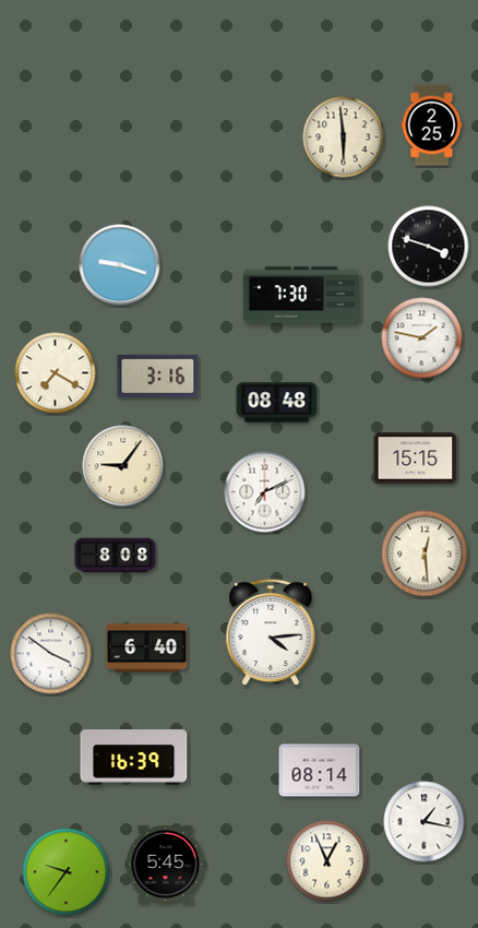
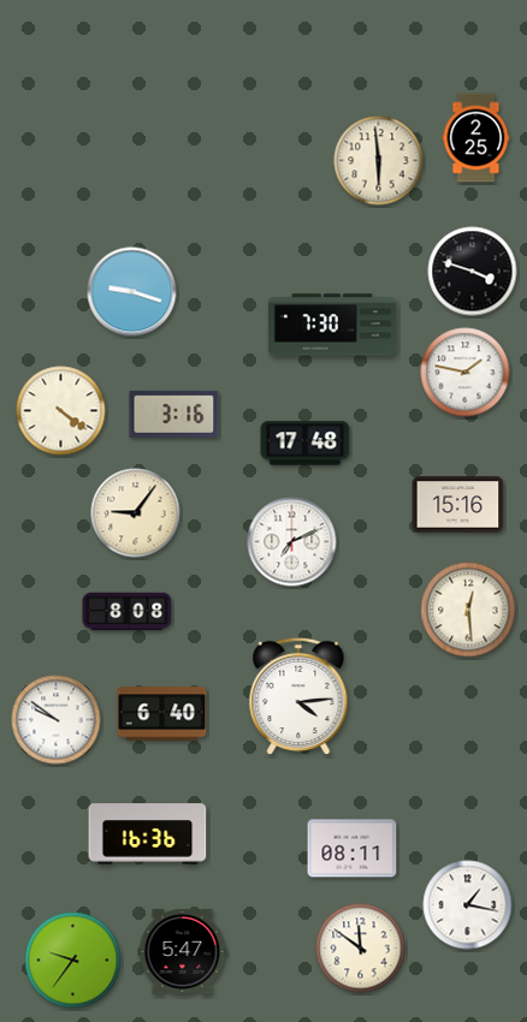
clock at (344, 138) position: (344, 138) -> (379, 161)
clock at (56, 373): 7:20 -> 4:21
clock at (277, 403): 08:48 -> 17:48
clock at (416, 459): 15:15 -> 15:16
clock at (51, 654): 3:51 -> 9:51
clock at (134, 758): 16:39 -> 16:36
clock at (320, 771): 08:14 -> 08:11
clock at (327, 861): 12:56 -> 11:51
clock at (166, 864): 5:45 -> 5:47
